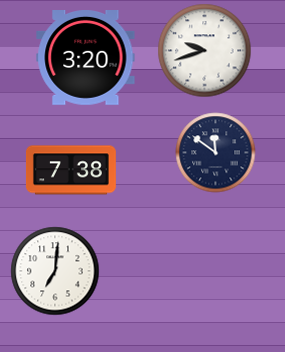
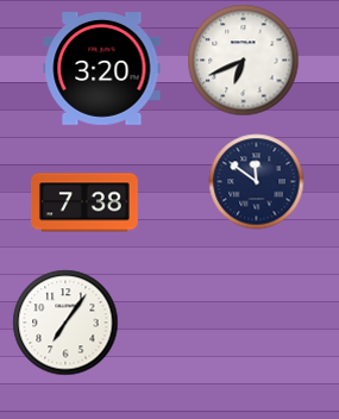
clock at (205, 51): 9:42 -> 6:41
clock at (55, 271): 7:01 -> 7:06
